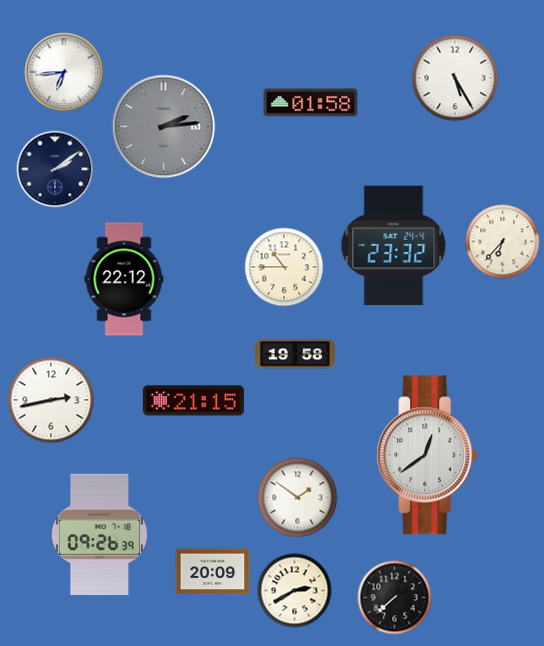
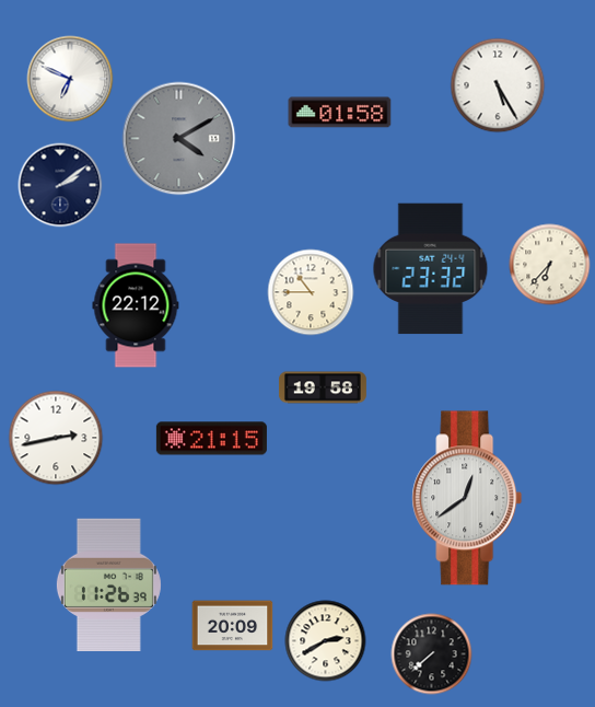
clock at (64, 72): 6:44 -> 6:49
clock at (164, 127): 2:14 -> 4:10
clock at (298, 498): 1:51 -> none
clock at (99, 534): 09:26 -> 11:26
clock at (295, 591) position: (295, 591) -> (326, 641)
